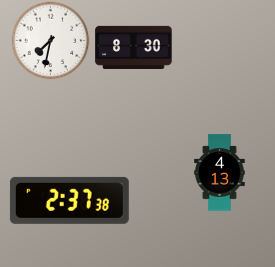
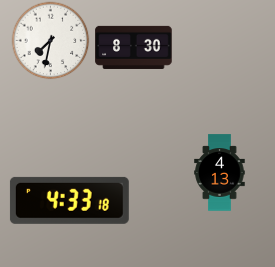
clock at (69, 200): 2:37 -> 4:33
